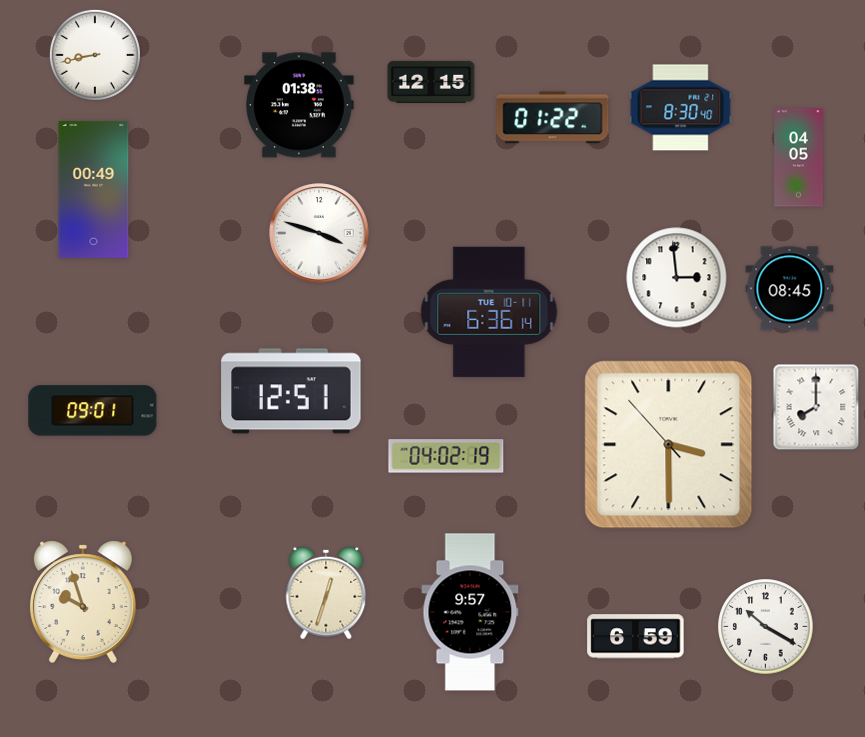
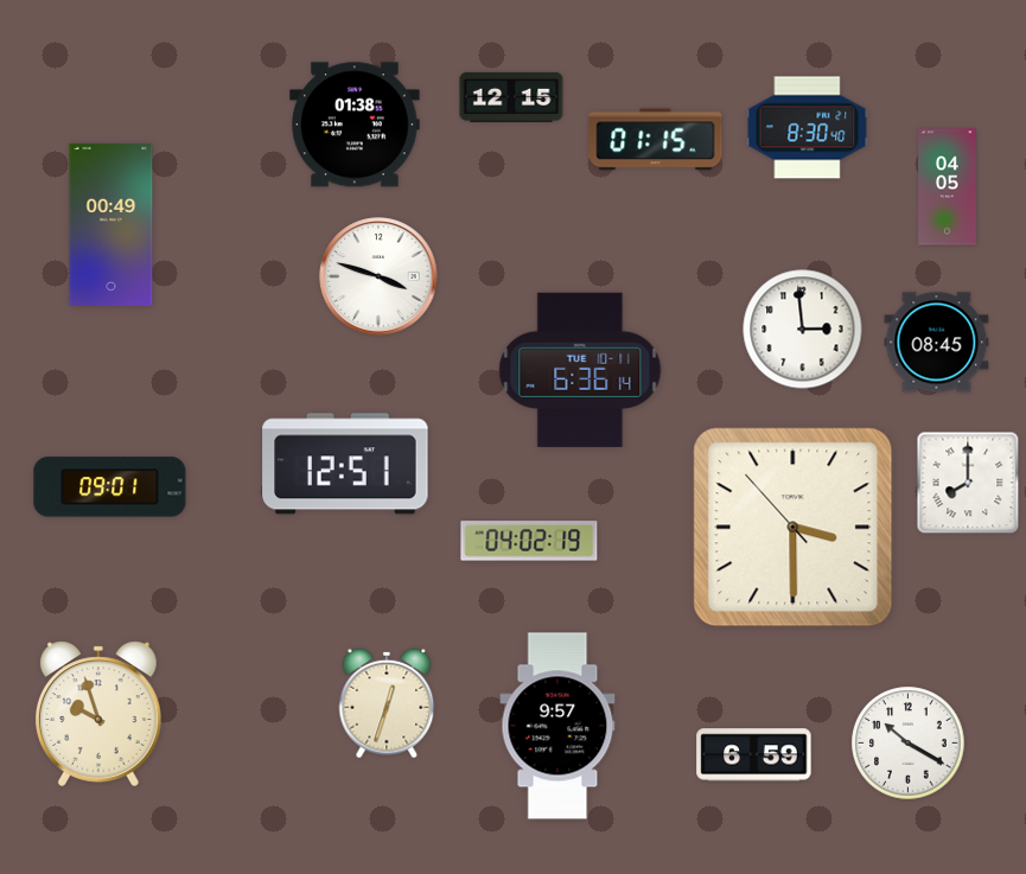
clock at (95, 55): 8:43 -> none
clock at (553, 118): 01:22 -> 01:15
